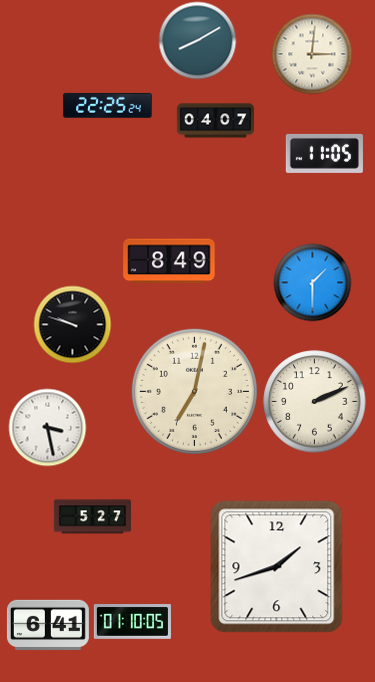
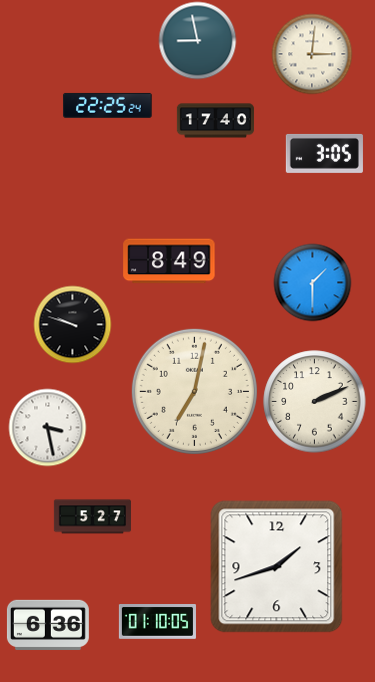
clock at (197, 40): 8:10 -> 8:58
clock at (215, 121): 04:07 -> 17:40
clock at (324, 153): 11:05 -> 3:05
clock at (132, 622) position: (132, 622) -> (157, 622)
clock at (48, 625): 6:41 -> 6:36
